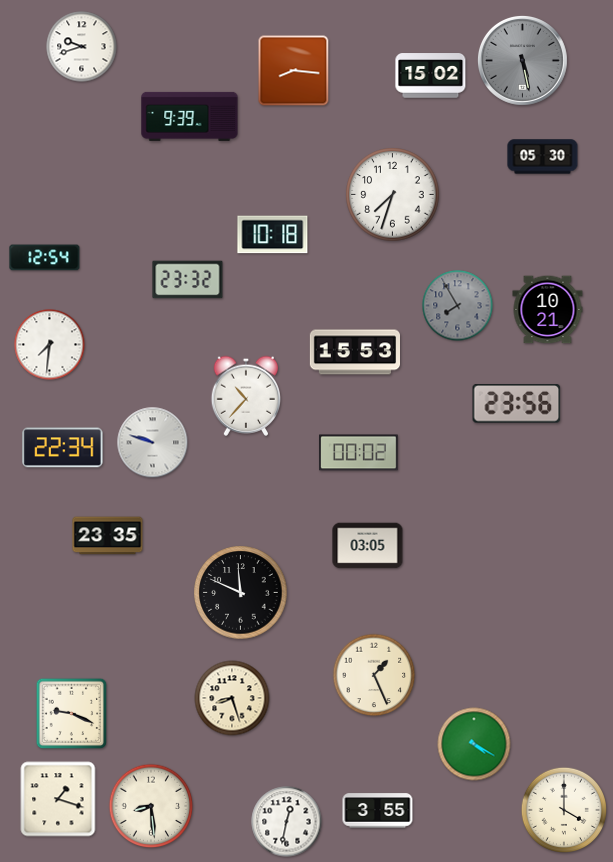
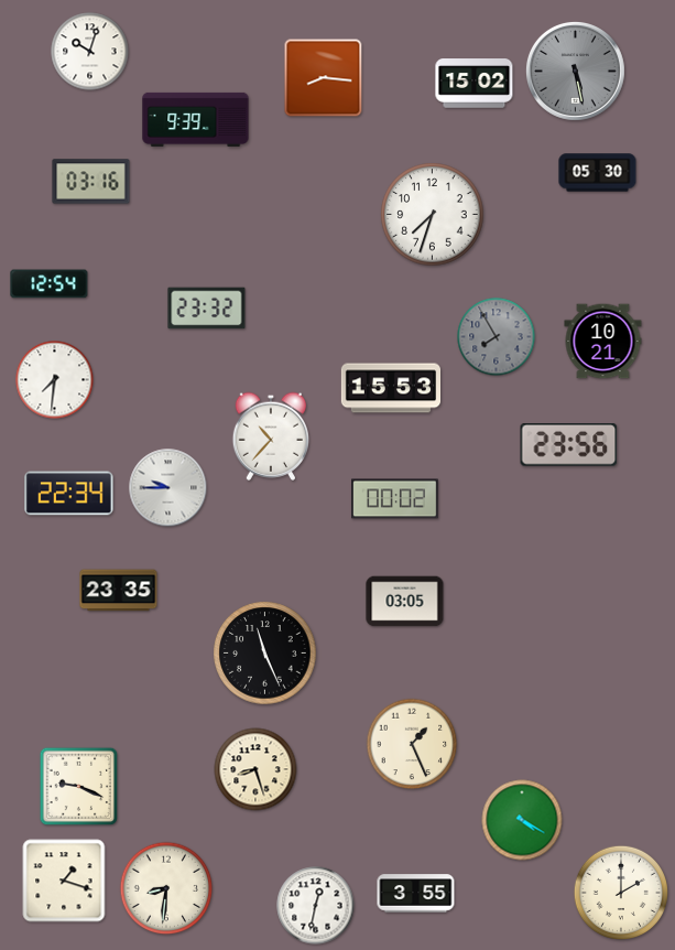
clock at (82, 47): 9:42 -> 10:03
clock at (522, 60) position: (522, 60) -> (575, 71)
clock at (190, 116) position: (190, 116) -> (196, 119)
clock at (91, 182): none -> 03:16
clock at (273, 235): 10:18 -> none
clock at (458, 306) position: (458, 306) -> (497, 337)
clock at (153, 443): 9:48 -> 9:45
clock at (241, 593): 11:49 -> 11:26
clock at (151, 806): 8:29 -> 8:31
clock at (563, 809): 4:00 -> 2:00
